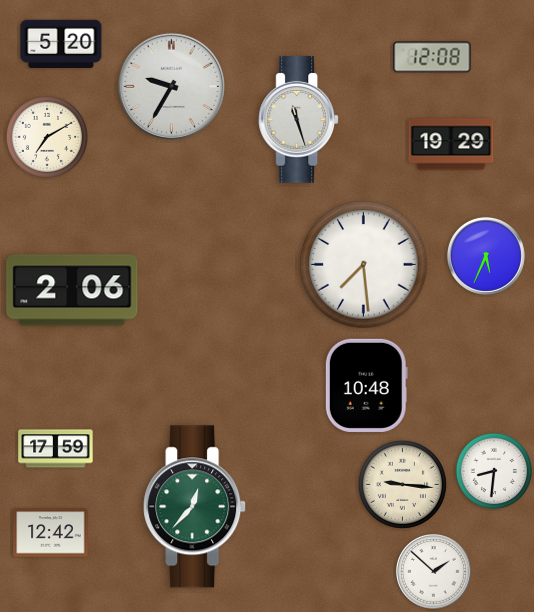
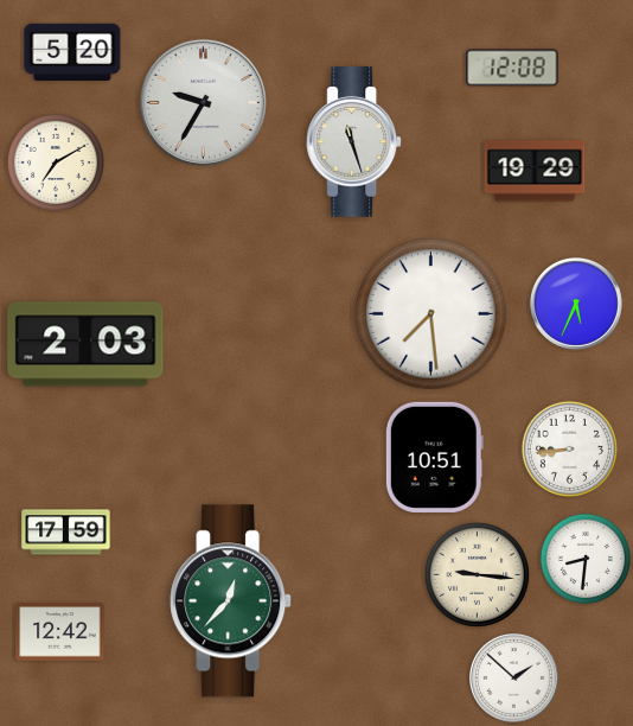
clock at (72, 290): 2:06 -> 2:03
clock at (569, 448): none -> 8:44
clock at (366, 385): 10:48 -> 10:51
